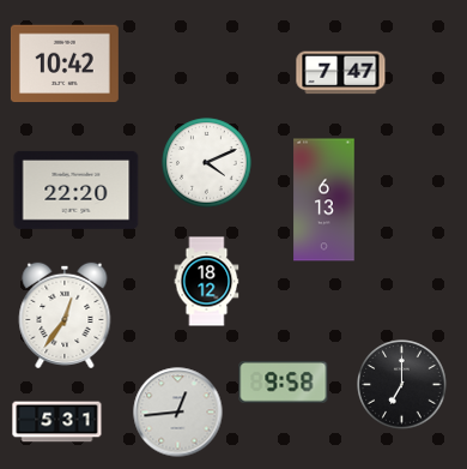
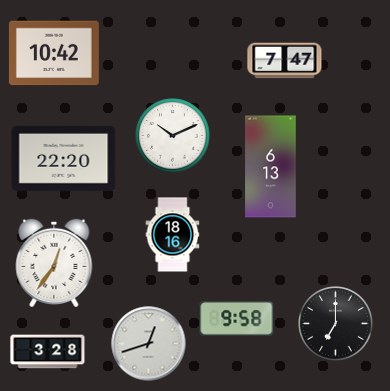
clock at (207, 163): 4:11 -> 10:11
clock at (207, 282): 18:12 -> 18:16
clock at (402, 385) position: (402, 385) -> (336, 324)
clock at (178, 413): 12:44 -> 12:42
clock at (57, 422): 5:31 -> 3:28
